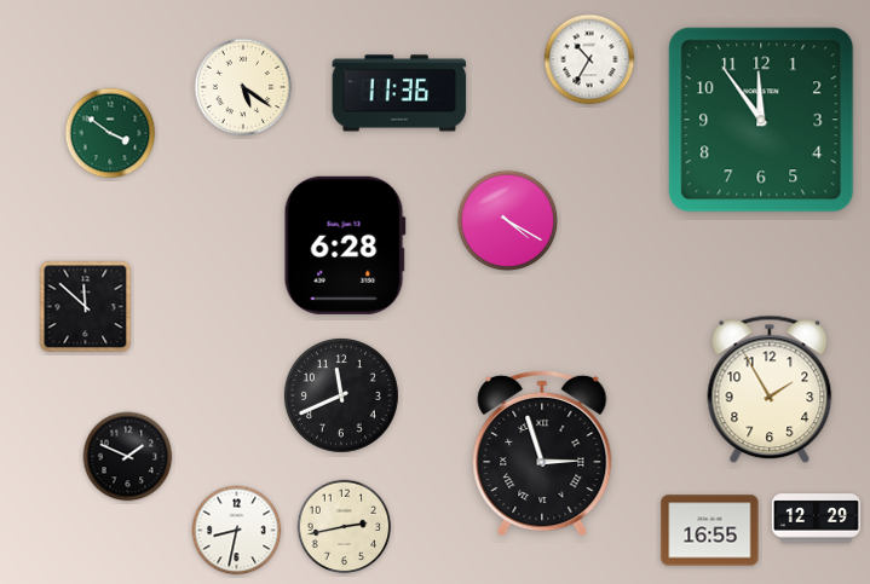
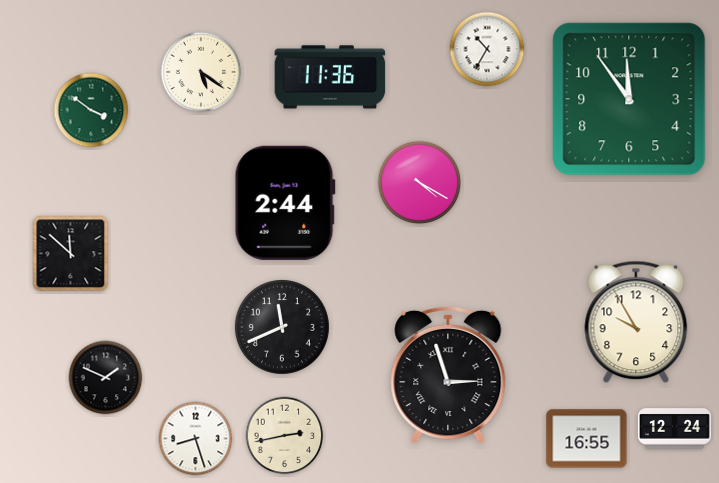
clock at (345, 245): 6:28 -> 2:44
clock at (770, 389): 1:55 -> 9:55
clock at (816, 519): 12:29 -> 12:24
clock at (237, 531): 8:32 -> 8:27
